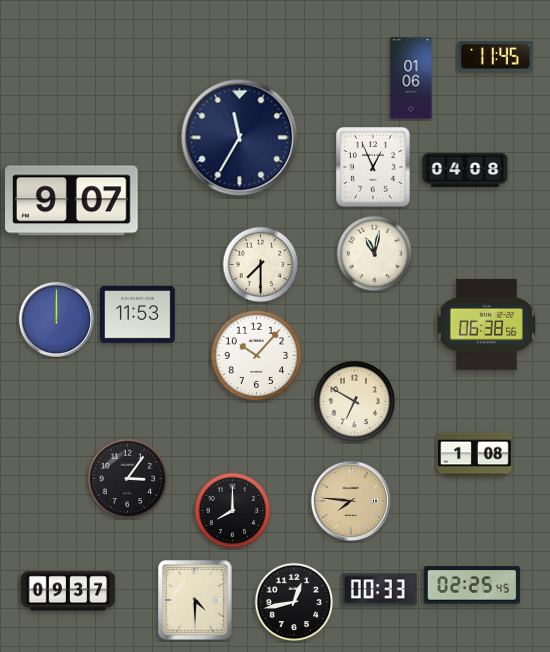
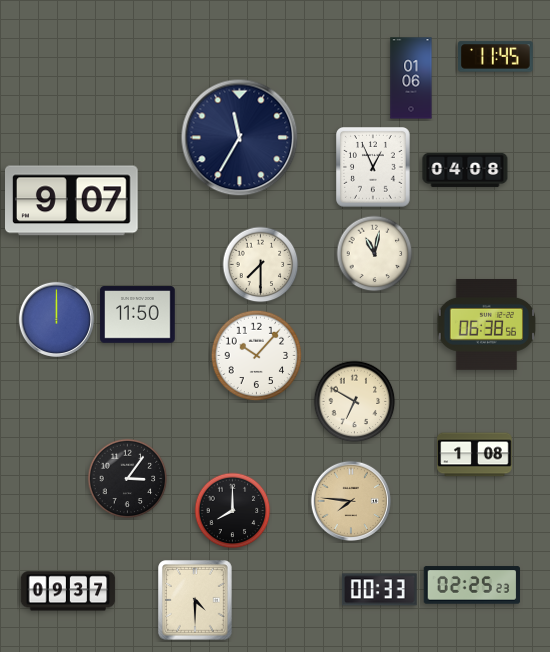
clock at (138, 315): 11:53 -> 11:50
clock at (471, 585): 02:25:45 -> 02:25:23
clock at (294, 602): 12:43 -> none
